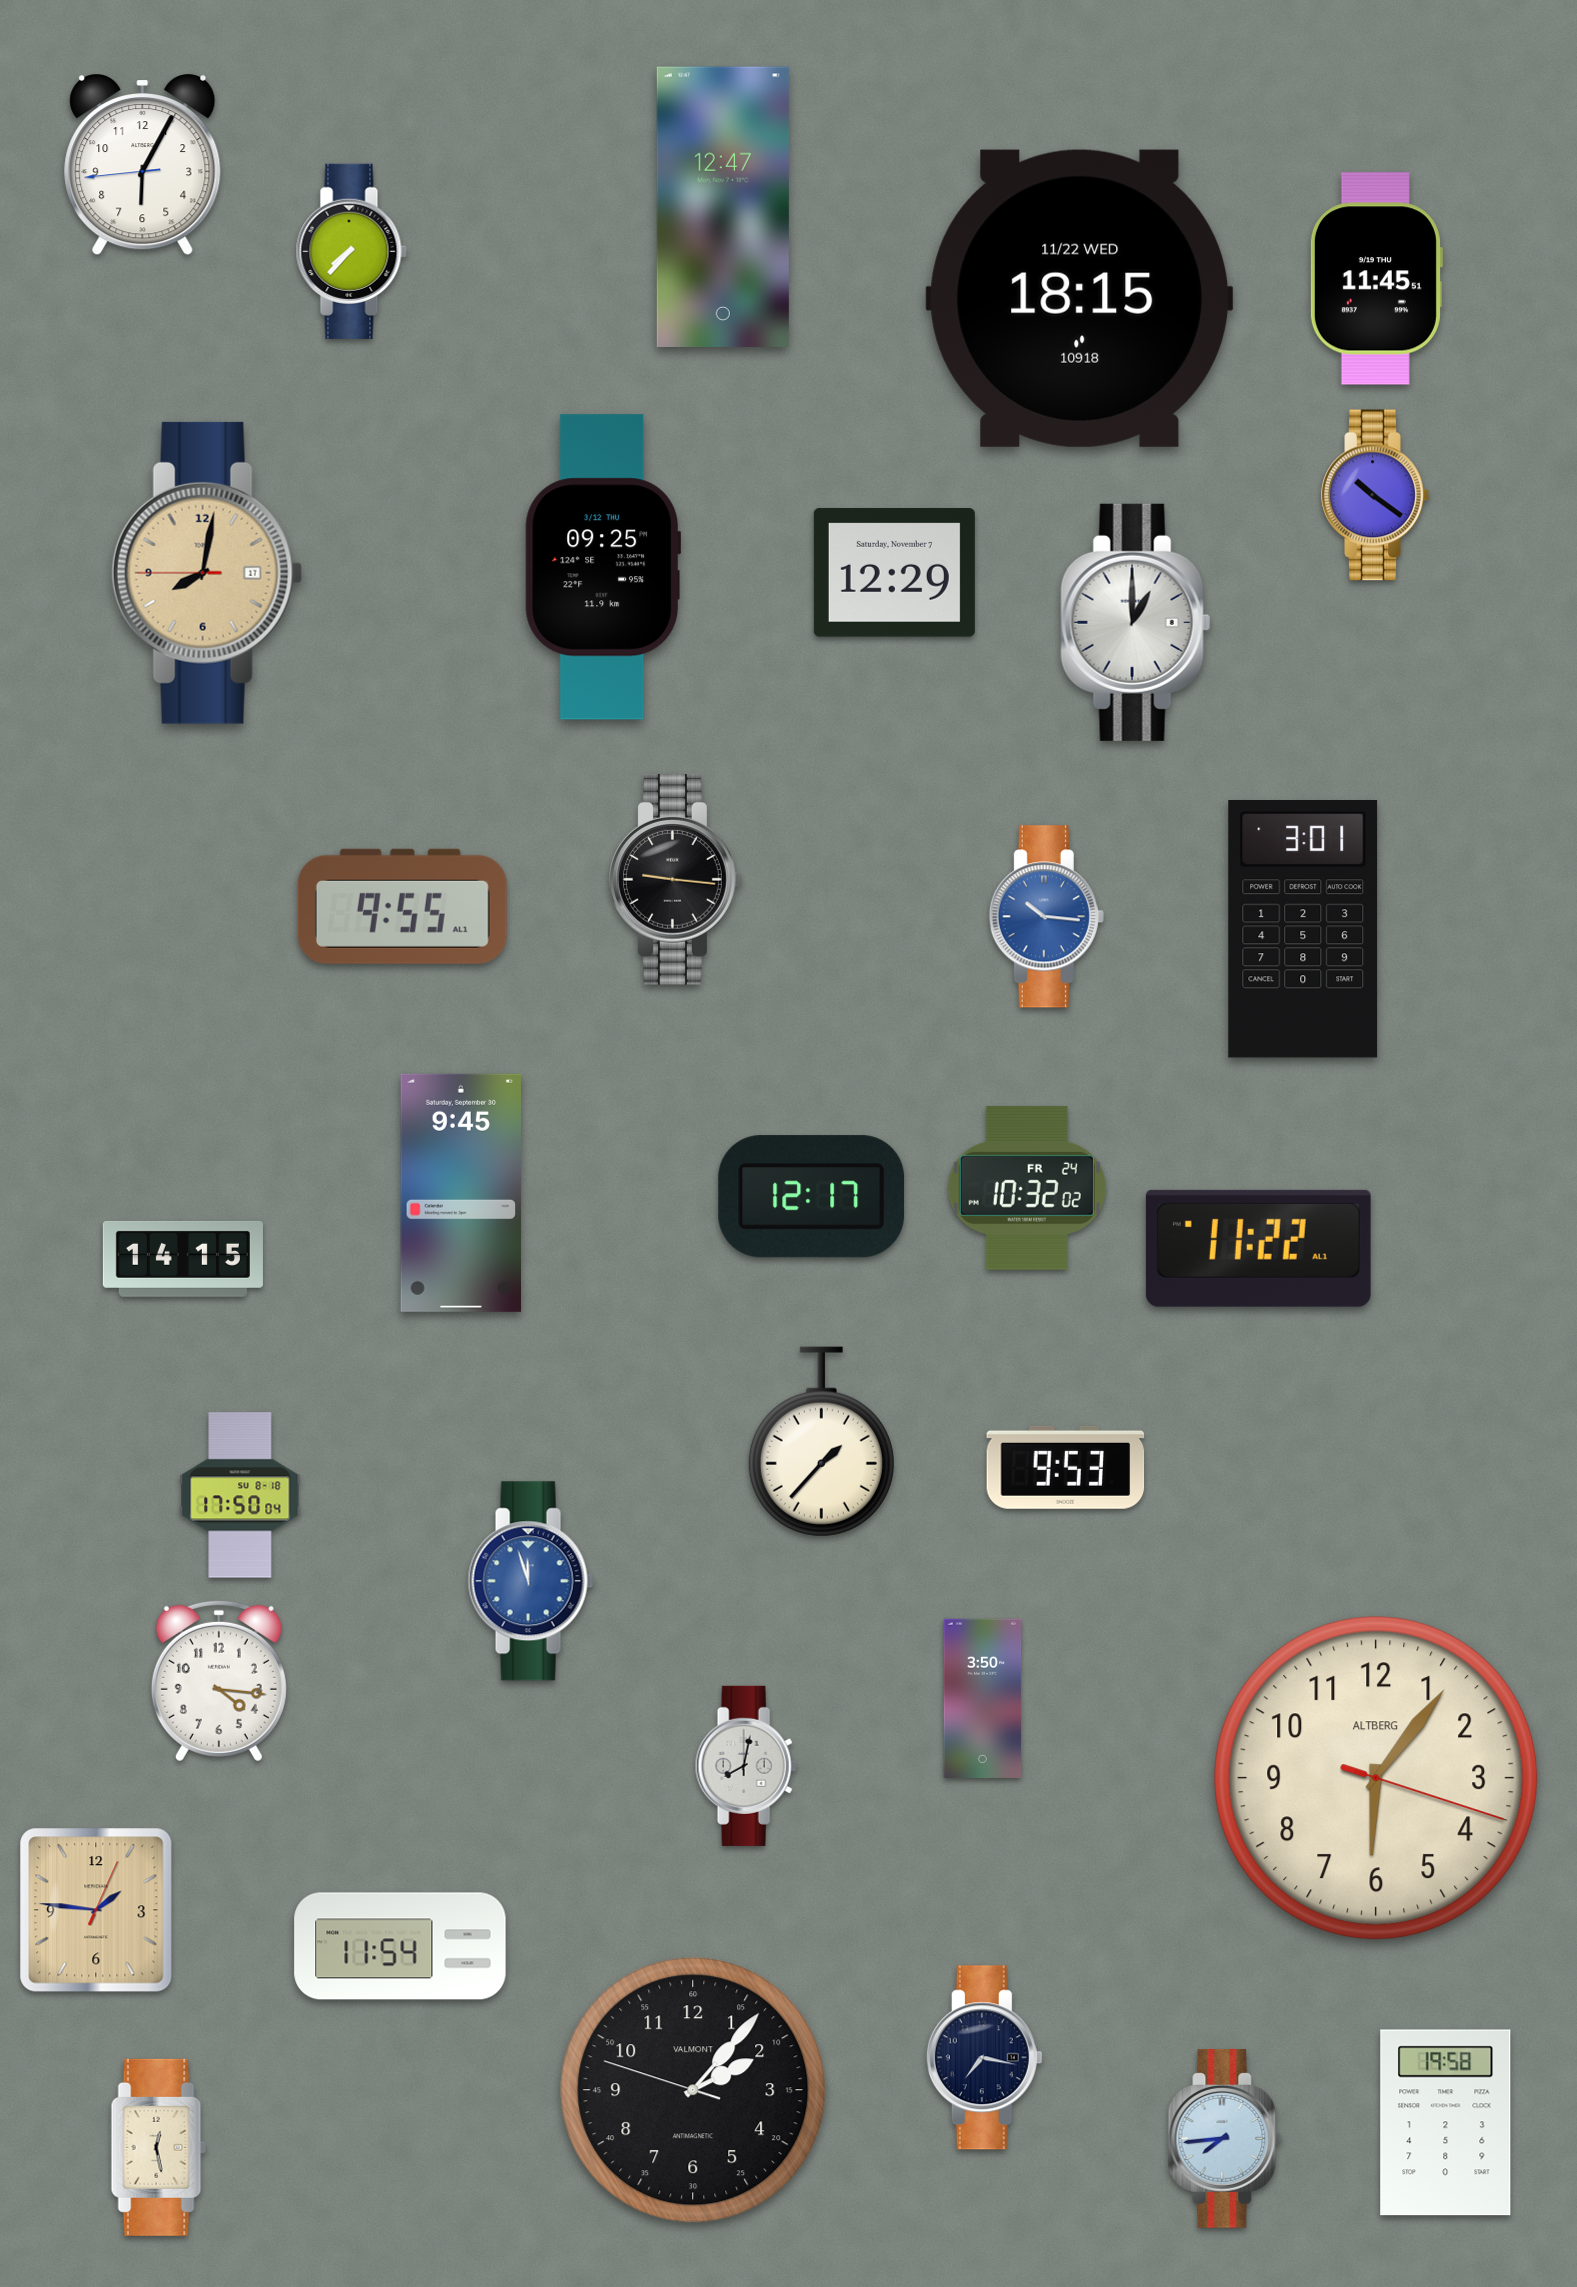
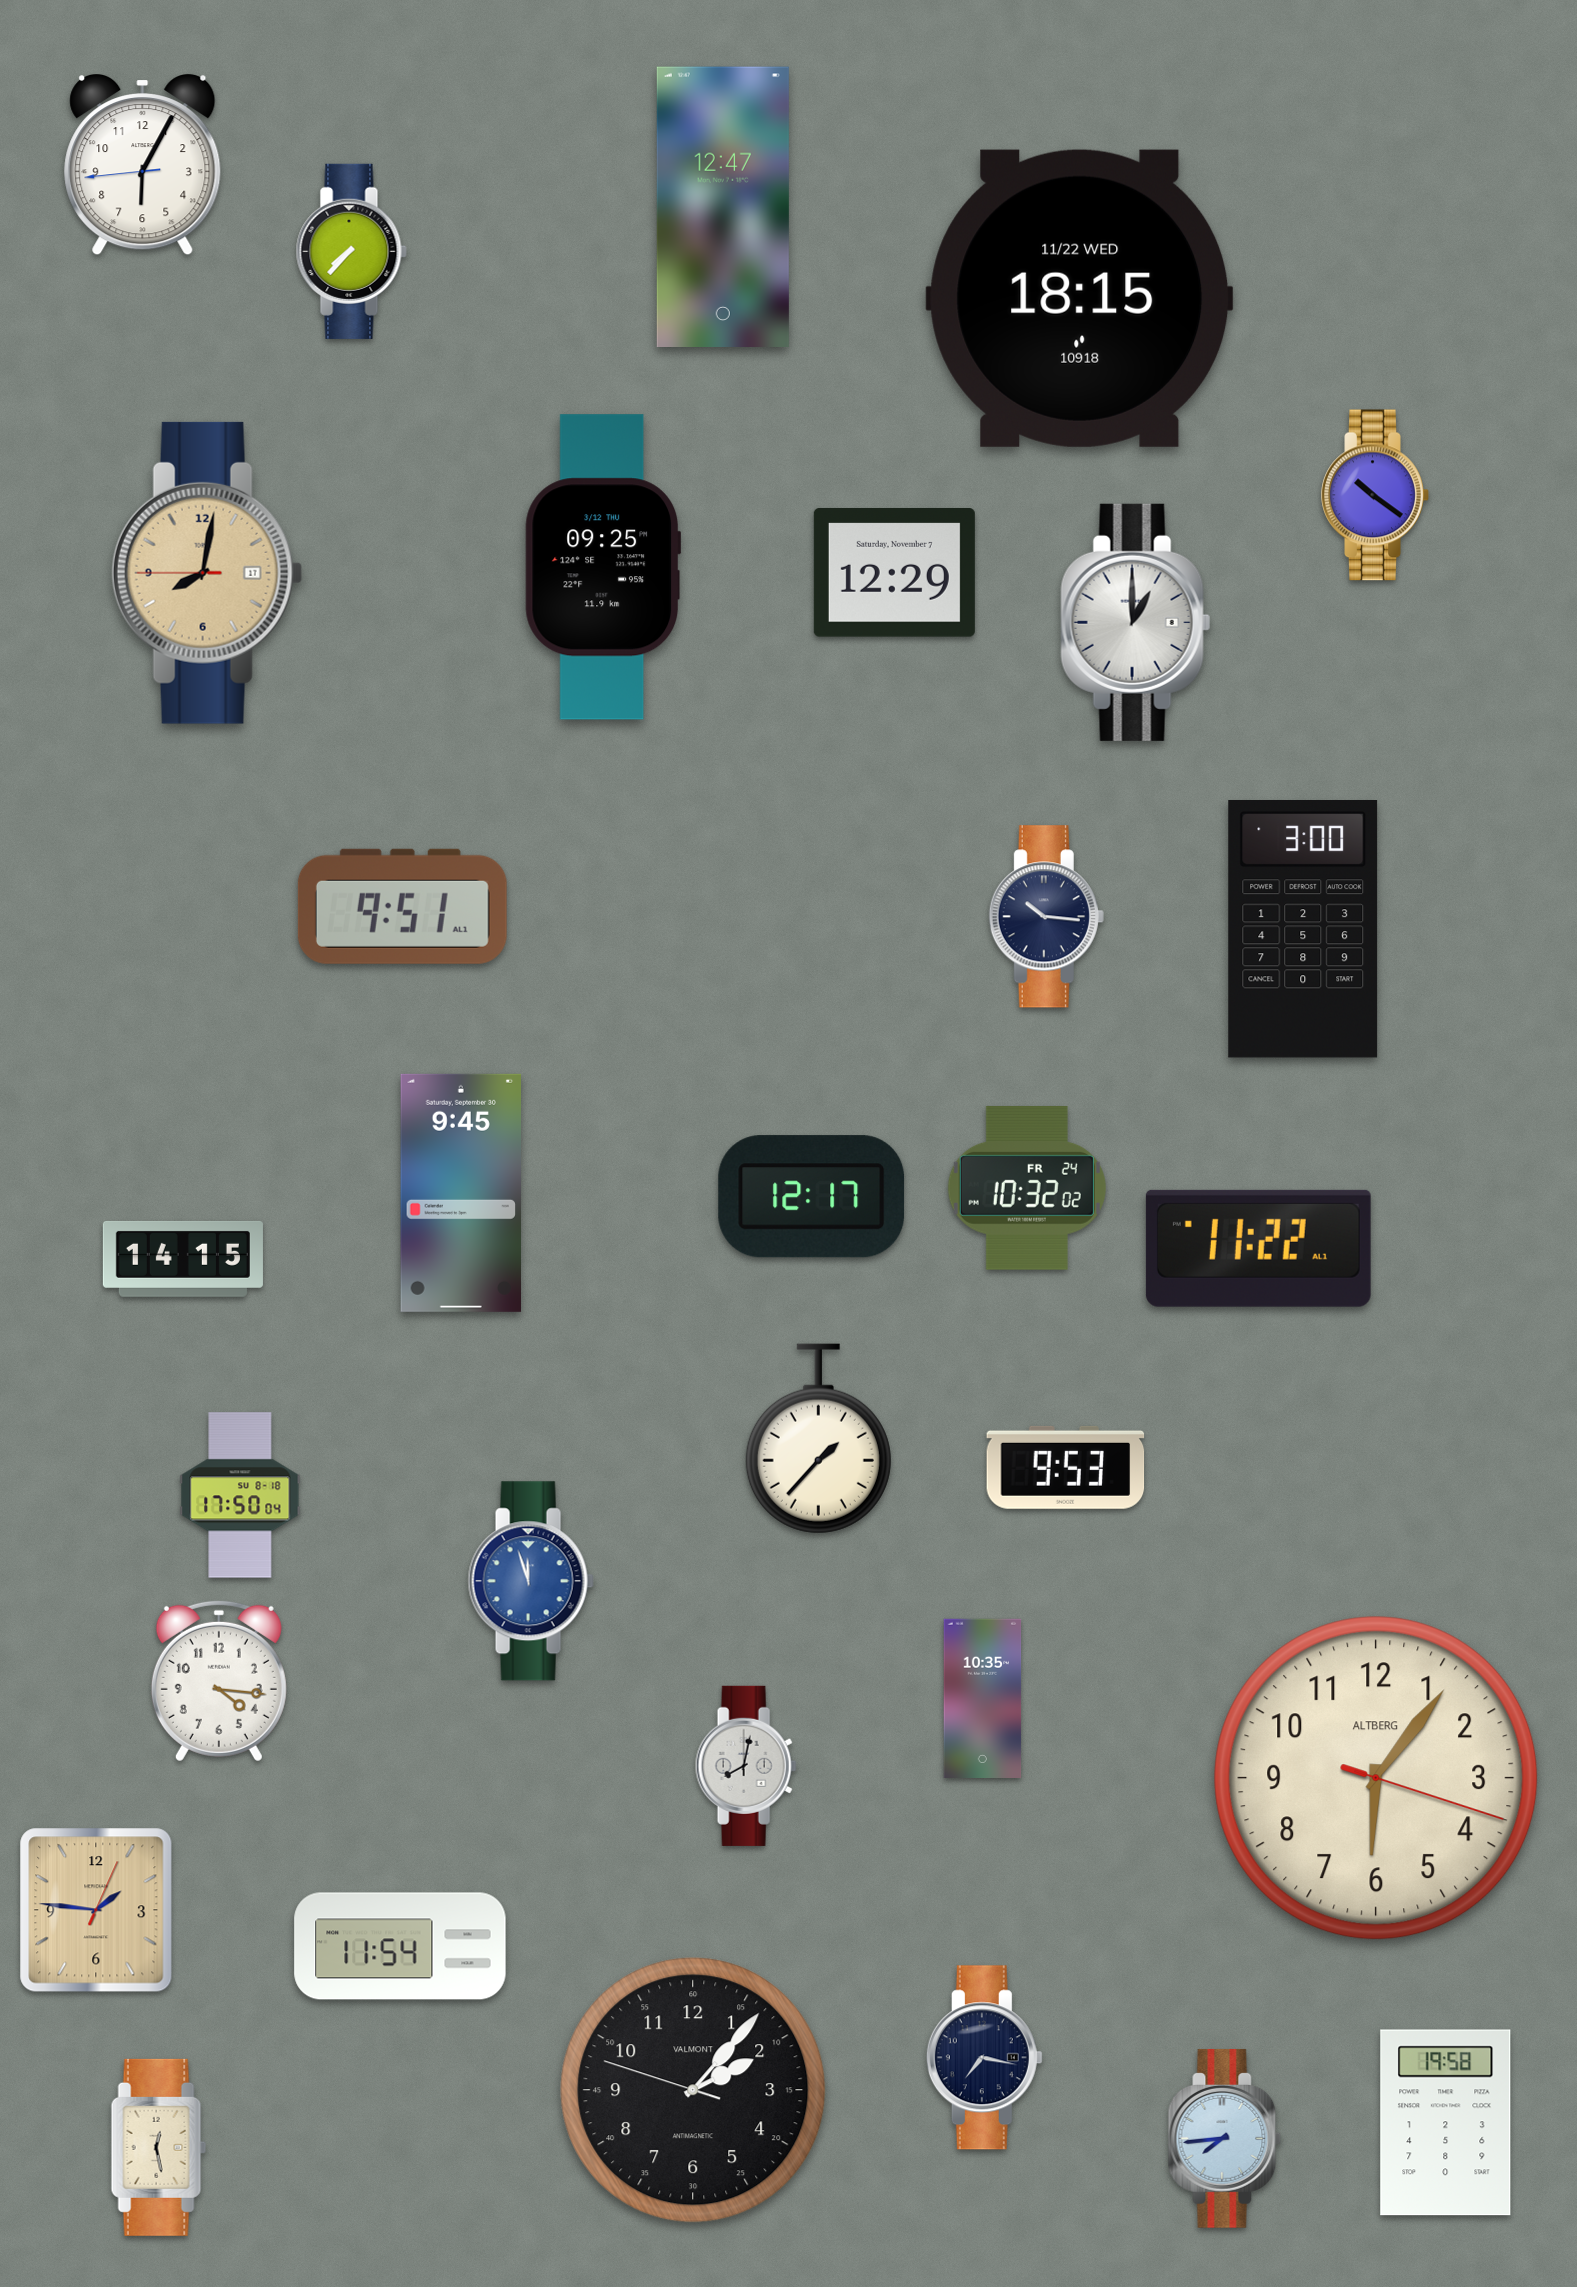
clock at (1376, 279): 11:45 -> none
clock at (676, 880): 9:16 -> none
clock at (402, 906): 9:55 -> 9:51
clock at (1046, 917) dial: blue -> navy
clock at (1303, 930): 3:01 -> 3:00
clock at (821, 1442) position: (821, 1442) -> (818, 1439)
clock at (983, 1698): 3:50 -> 10:35
